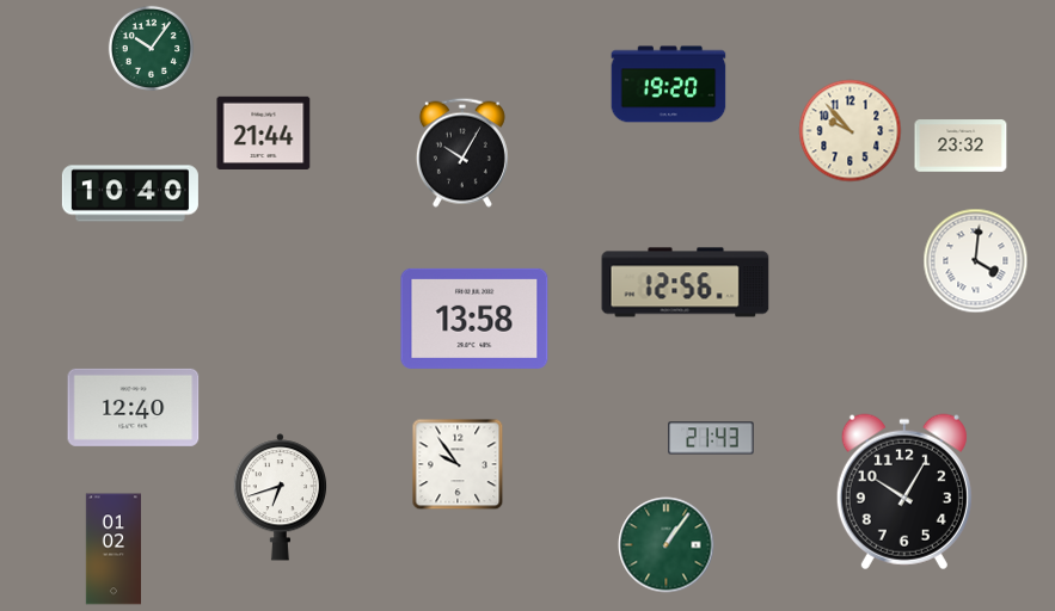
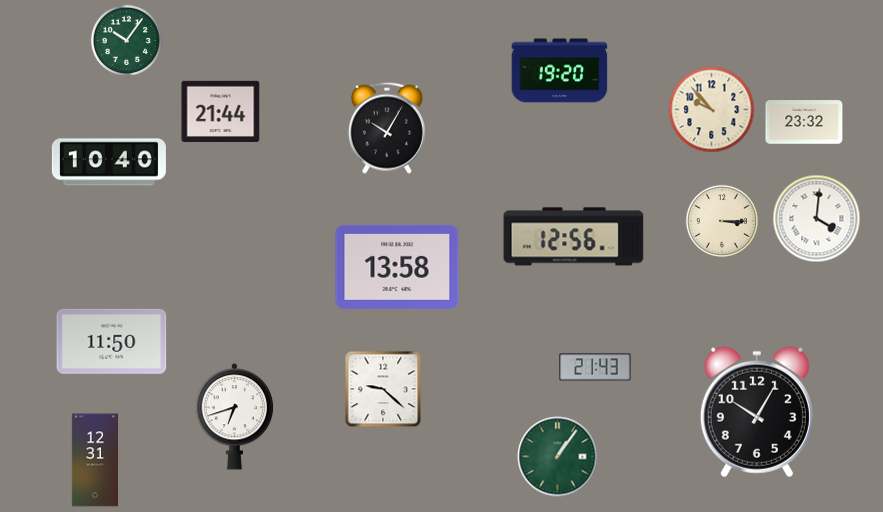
clock at (722, 221): none -> 3:15
clock at (134, 407): 12:40 -> 11:50
clock at (458, 464): 9:54 -> 9:22
clock at (112, 549): 01:02 -> 12:31
